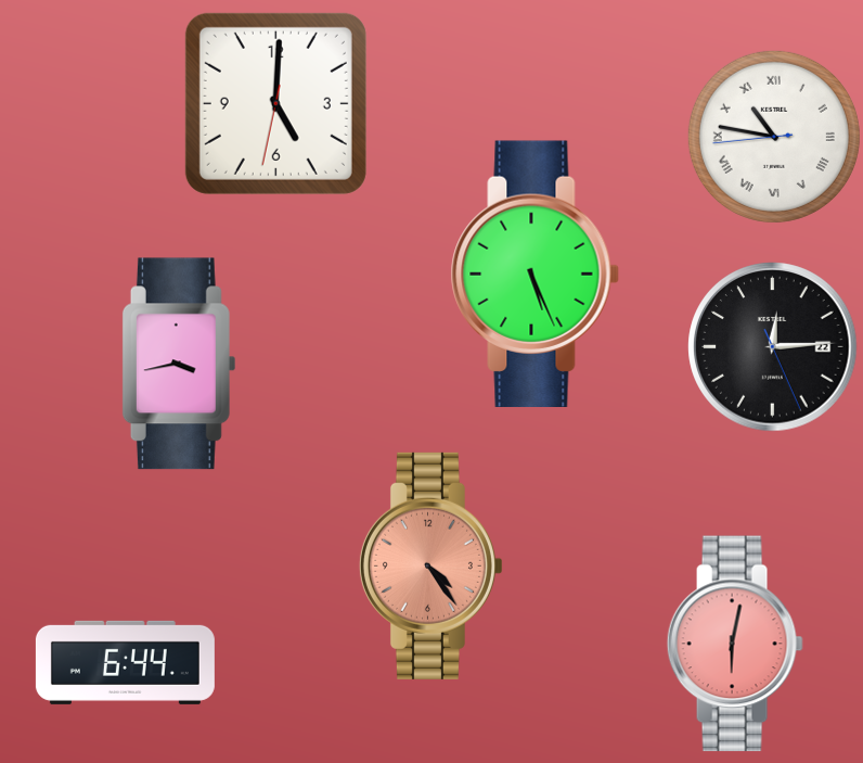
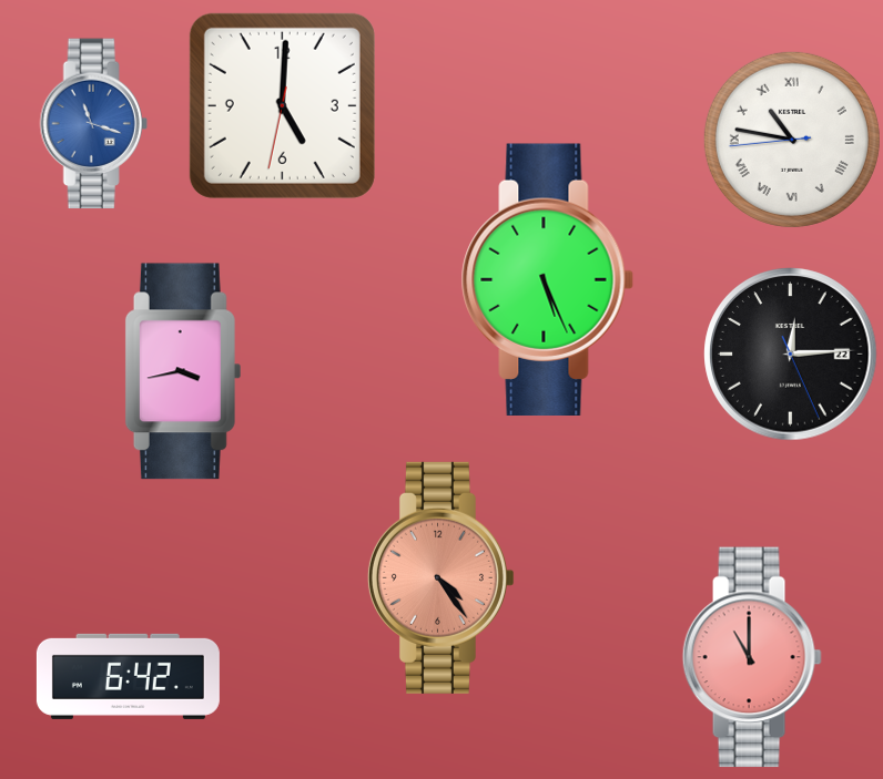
clock at (93, 124): none -> 11:18
clock at (735, 644): 6:02 -> 11:00
clock at (125, 662): 6:44 -> 6:42
